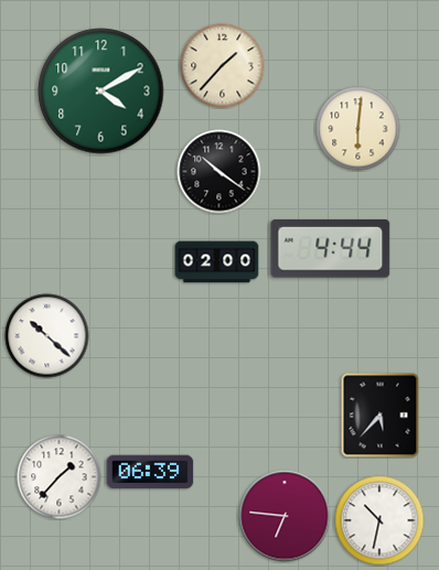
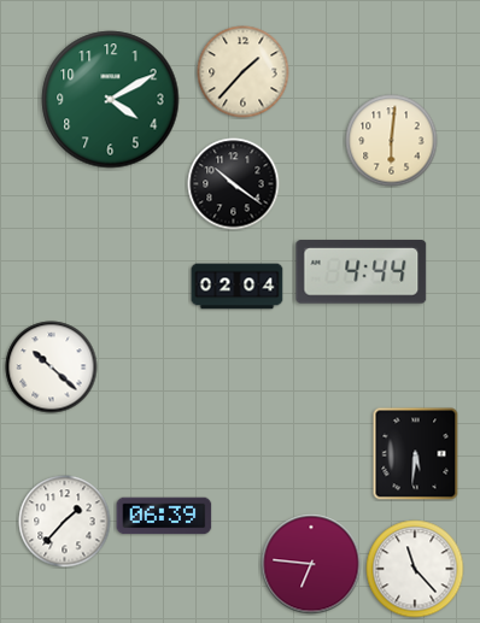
clock at (219, 172) position: (219, 172) -> (234, 184)
clock at (217, 262): 02:00 -> 02:04
clock at (381, 416): 5:37 -> 5:31
clock at (379, 520): 10:32 -> 11:23
